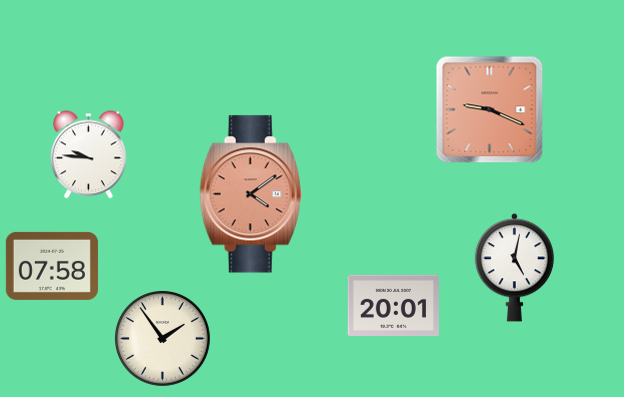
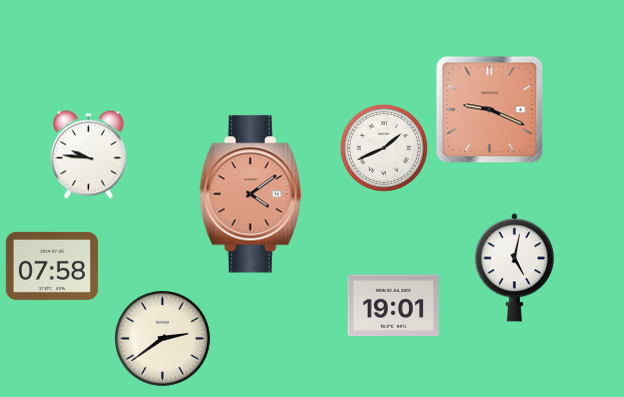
clock at (384, 148): none -> 1:41
clock at (393, 305): 20:01 -> 19:01
clock at (162, 338): 1:54 -> 2:39
